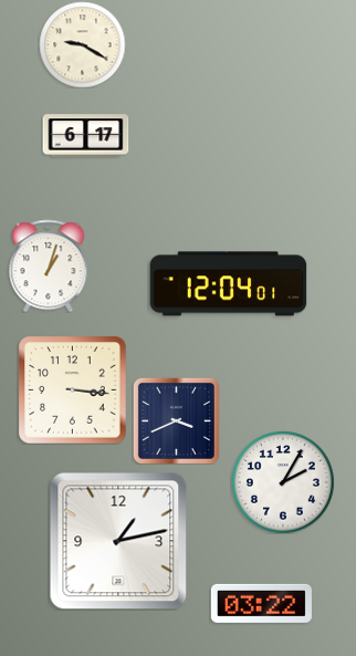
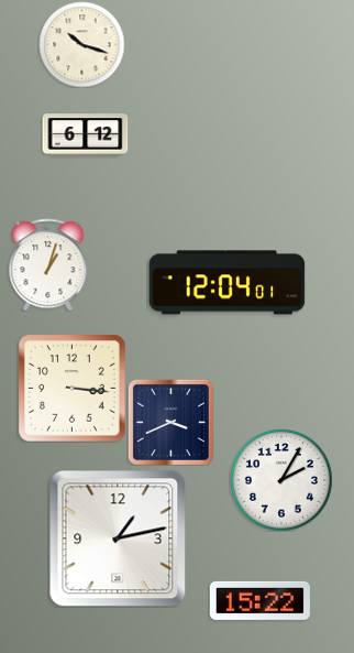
clock at (82, 44): 9:20 -> 10:18
clock at (85, 136): 6:17 -> 6:12
clock at (176, 420) position: (176, 420) -> (170, 422)
clock at (261, 603): 03:22 -> 15:22
